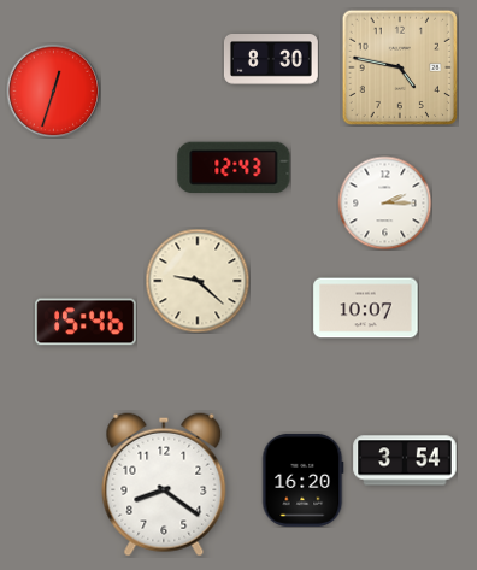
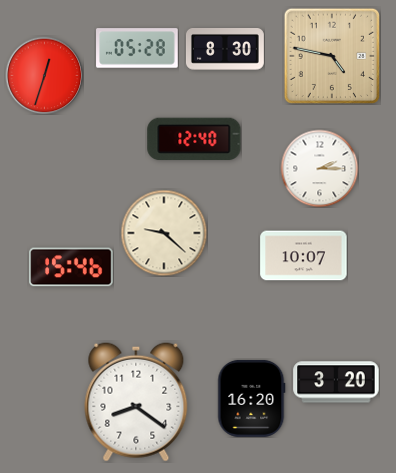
clock at (137, 48): none -> 05:28
clock at (234, 168): 12:43 -> 12:40
clock at (405, 460): 3:54 -> 3:20
